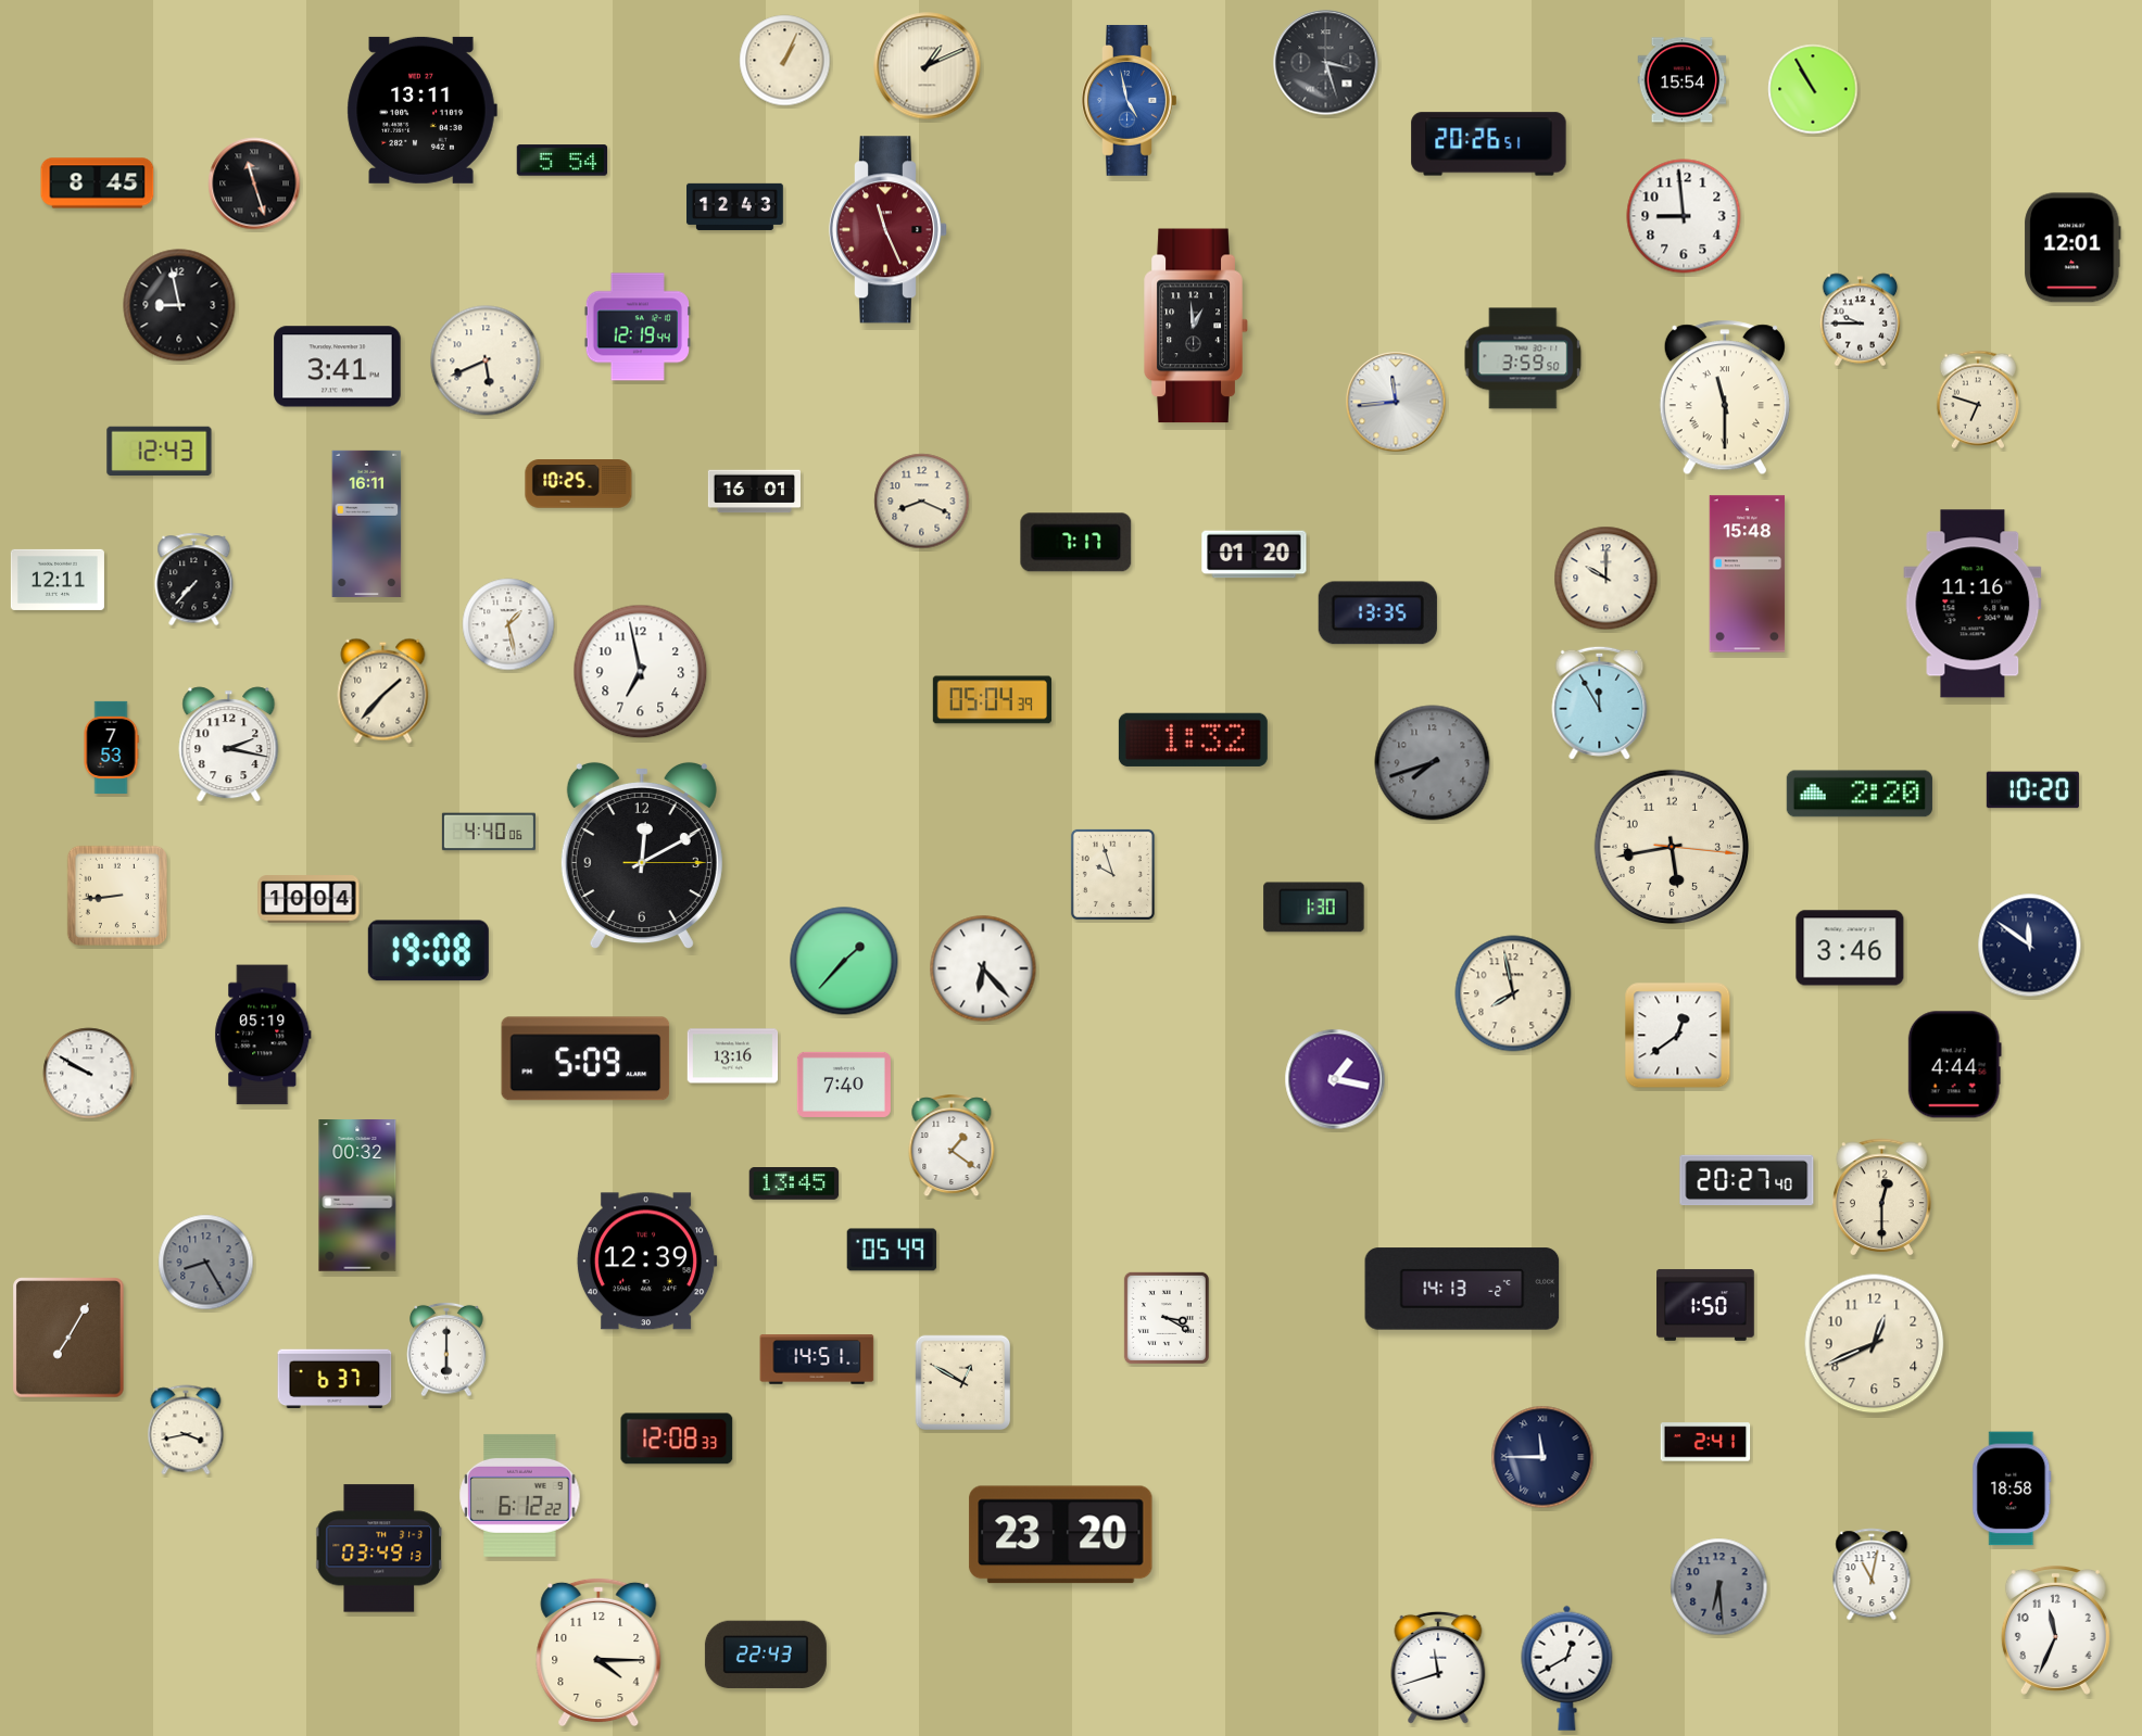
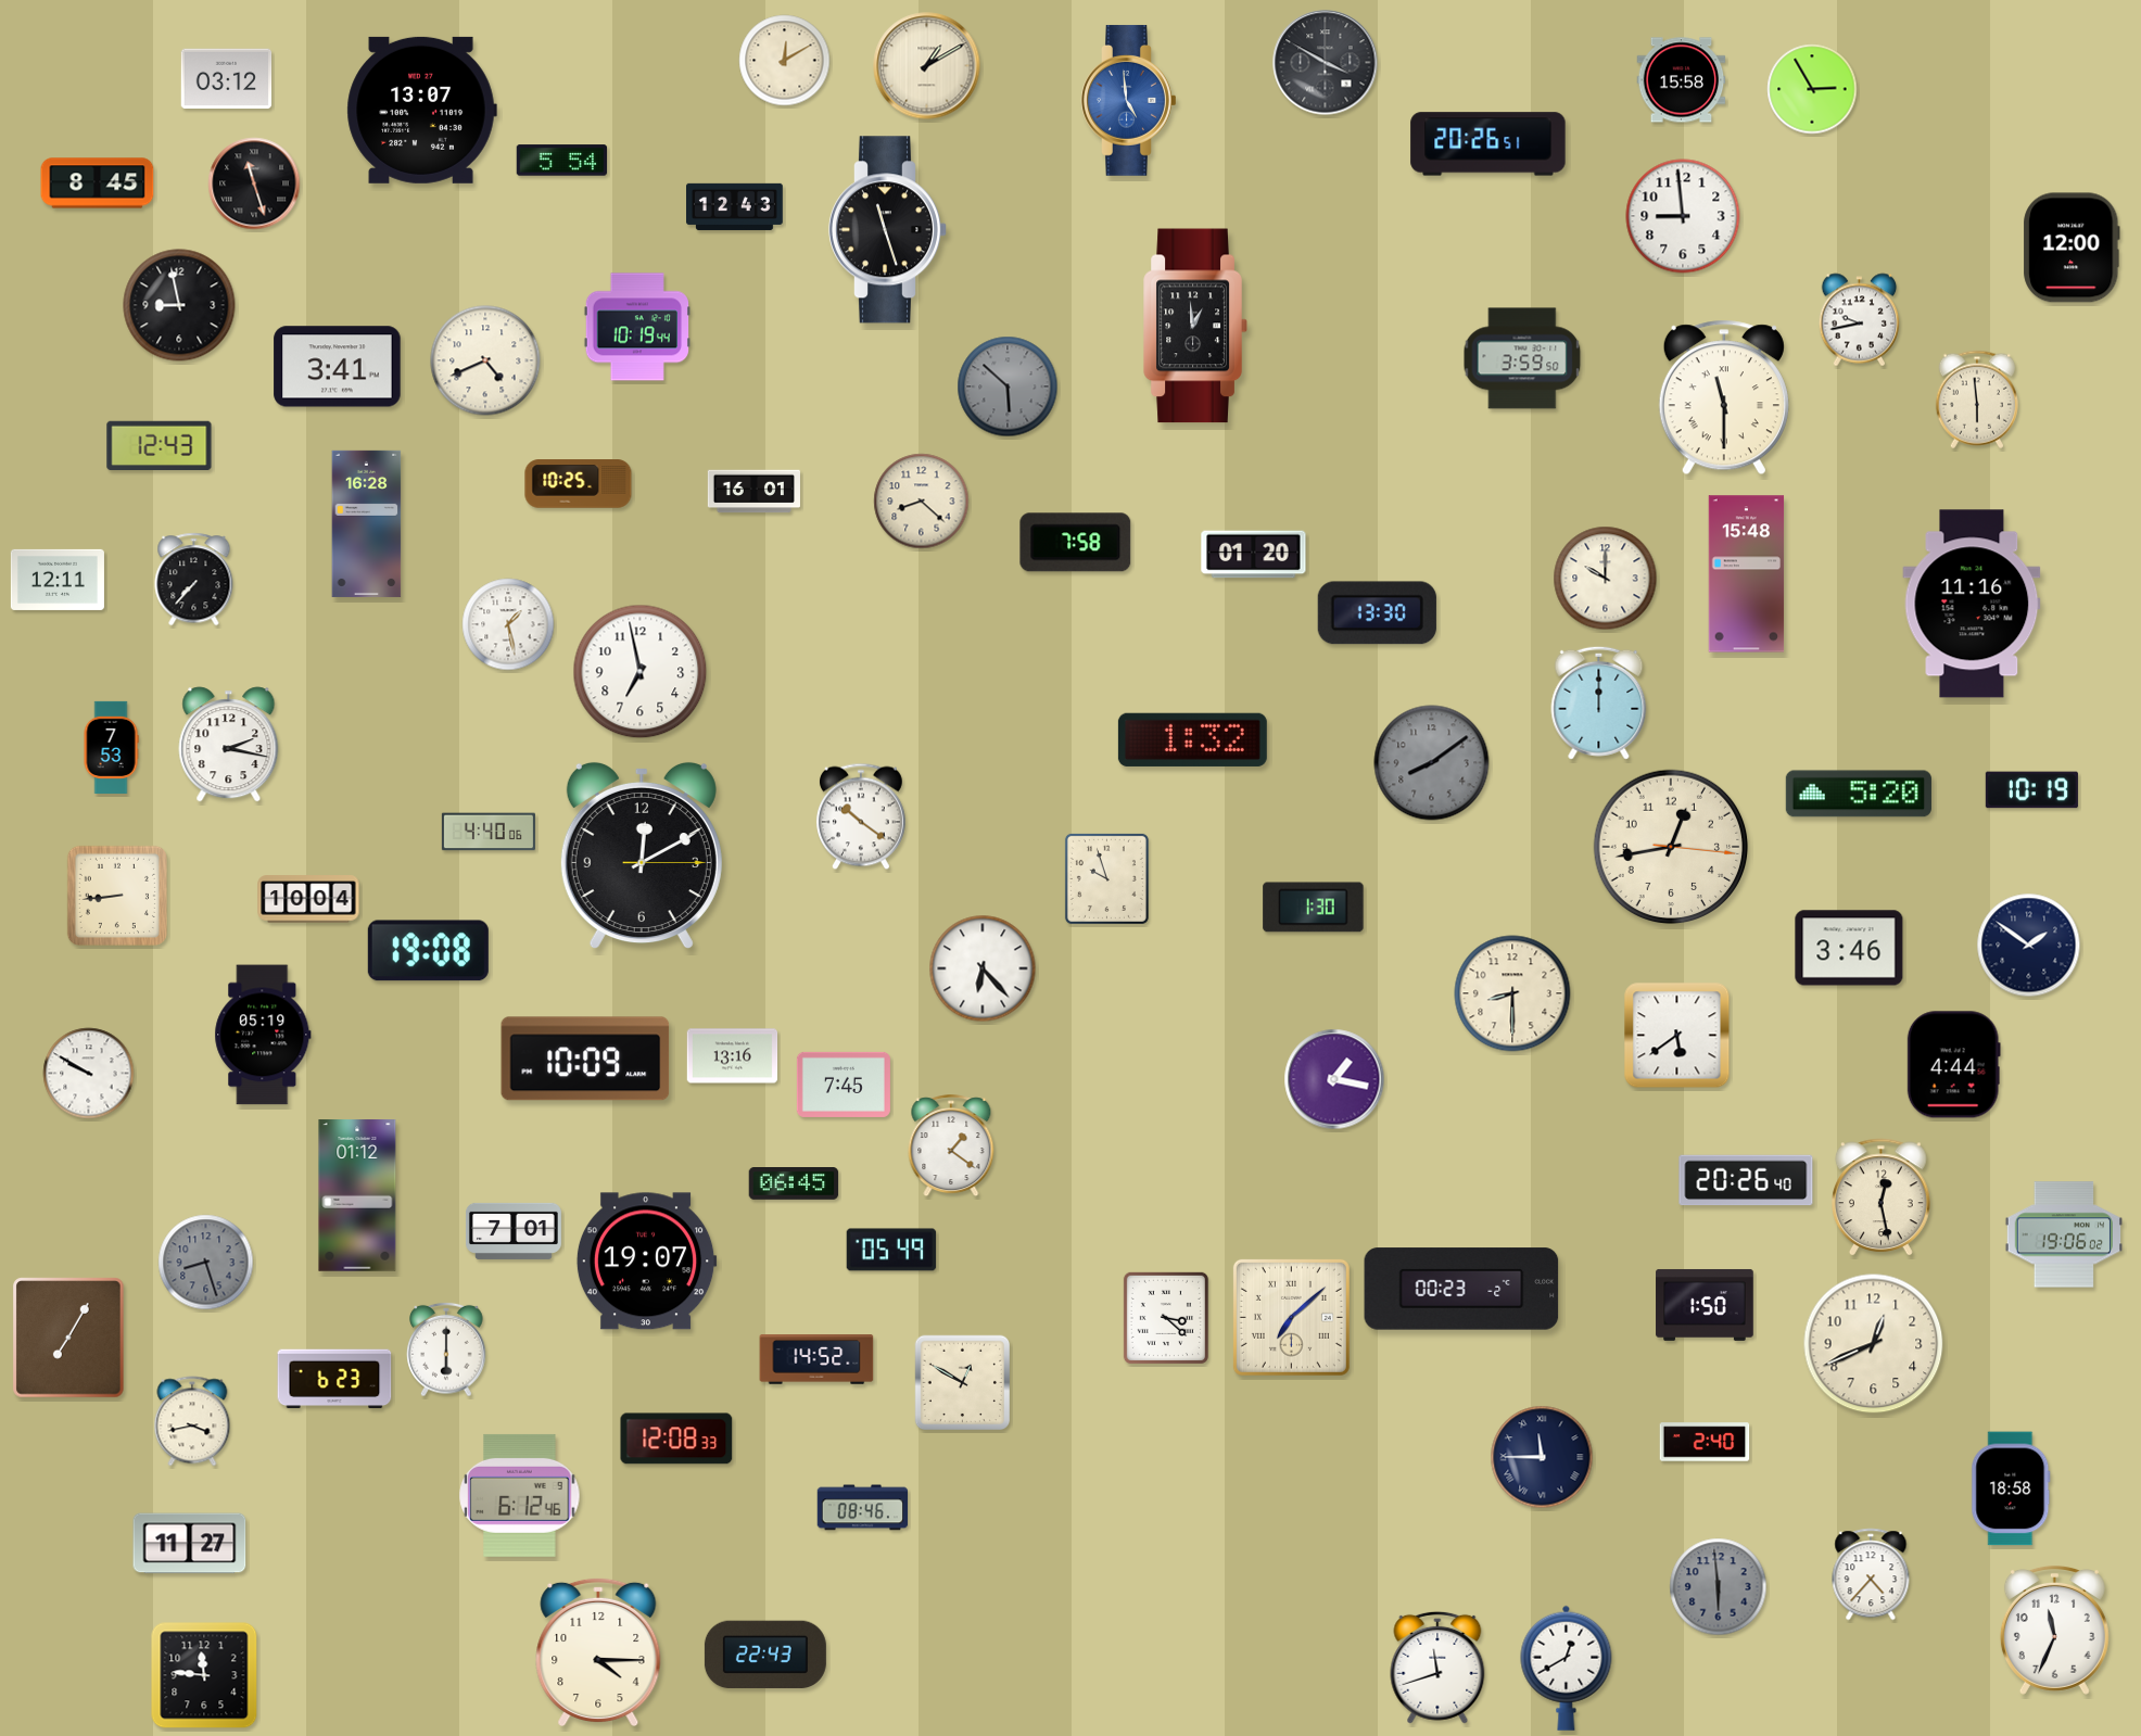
clock at (785, 61): 1:04 -> 12:10
clock at (1326, 63): 3:27 -> 3:50
clock at (928, 66): 1:11 -> 1:10
clock at (227, 79): none -> 03:12
clock at (1683, 80): 15:54 -> 15:58
clock at (1813, 89): 10:55 -> 2:55
clock at (1130, 100): 4:58 -> 4:59
clock at (421, 110): 13:11 -> 13:07
clock at (887, 230): 11:26 -> 11:27
clock at (887, 230) dial: burgundy -> black
clock at (2072, 248): 12:01 -> 12:00
clock at (1861, 320): 9:45 -> 9:43
clock at (637, 327): 12:19 -> 10:19
clock at (486, 360): 5:41 -> 4:41
clock at (1008, 387): none -> 5:52
clock at (1977, 400): 6:48 -> 5:59
clock at (1396, 402): 11:44 -> none
clock at (160, 452) position: (160, 452) -> (160, 446)
clock at (922, 502): 8:19 -> 8:22
clock at (367, 523): 16:11 -> 16:28
clock at (1076, 543): 7:17 -> 7:58
clock at (1377, 613): 13:35 -> 13:30
clock at (383, 690): 1:37 -> none
clock at (992, 700): 05:04 -> none
clock at (1600, 702): 11:55 -> 12:00
clock at (1433, 763): 7:42 -> 8:09
clock at (2032, 790): 10:20 -> 10:19
clock at (1860, 794): 2:20 -> 5:20
clock at (861, 816): none -> 10:21
clock at (1672, 847): 5:43 -> 12:43
clock at (1112, 874) position: (1112, 874) -> (1106, 878)
clock at (2030, 946): 11:51 -> 1:51
clock at (844, 961): 1:37 -> none
clock at (1513, 993): 7:58 -> 8:30
clock at (1678, 1036): 12:39 -> 5:39
clock at (585, 1059): 5:09 -> 10:09
clock at (844, 1085): 7:40 -> 7:45
clock at (1747, 1180): 20:27 -> 20:26
clock at (794, 1184): 13:45 -> 06:45
clock at (357, 1195): 00:32 -> 01:12
clock at (1881, 1198): 12:30 -> 12:28
clock at (514, 1231): none -> 7:01
clock at (2063, 1234): none -> 19:06
clock at (646, 1262): 12:39 -> 19:07
clock at (206, 1263): 8:25 -> 8:27
clock at (1462, 1289): 14:13 -> 00:23
clock at (1291, 1317): none -> 7:08
clock at (1167, 1318): 3:20 -> 3:22
clock at (817, 1359): 14:51 -> 14:52
clock at (335, 1379): 6:37 -> 6:23
clock at (186, 1430) position: (186, 1430) -> (192, 1421)
clock at (1705, 1442): 2:41 -> 2:40
clock at (520, 1495): 6:12:22 -> 6:12:46
clock at (863, 1508): none -> 08:46
clock at (1061, 1535): 23:20 -> none
clock at (190, 1544): none -> 11:27
clock at (379, 1548): 03:49 -> none
clock at (1872, 1574): 11:02 -> 4:37
clock at (1719, 1587): 6:29 -> 5:59
clock at (204, 1675): none -> 11:46
